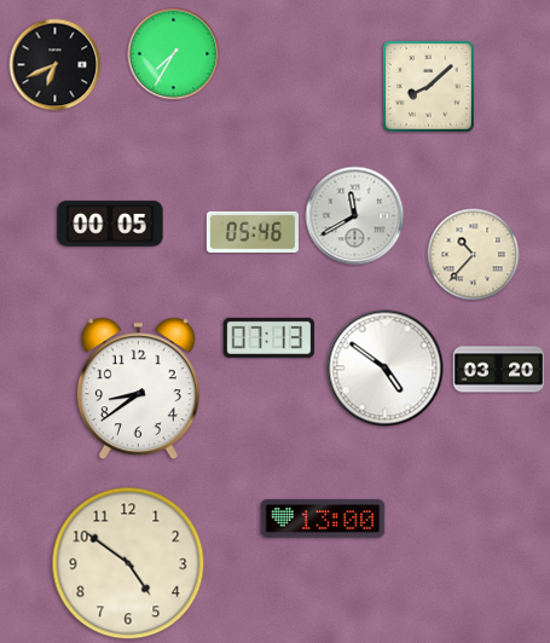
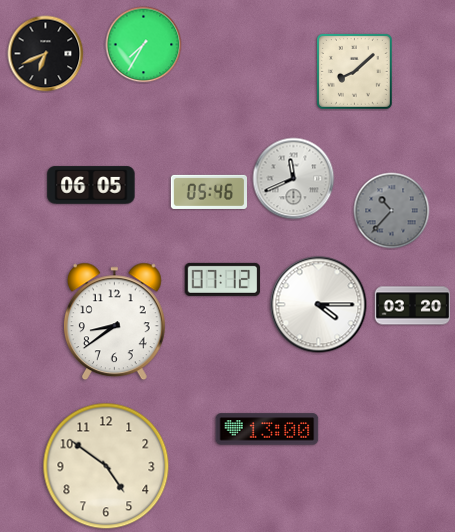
clock at (355, 216): 11:40 -> 11:41
clock at (110, 224): 00:05 -> 06:05
clock at (474, 255) dial: cream -> grey
clock at (270, 337): 07:13 -> 07:12
clock at (386, 369): 4:51 -> 4:15
